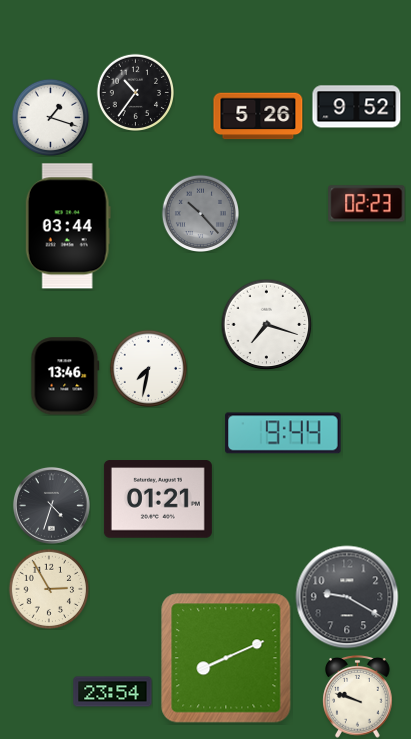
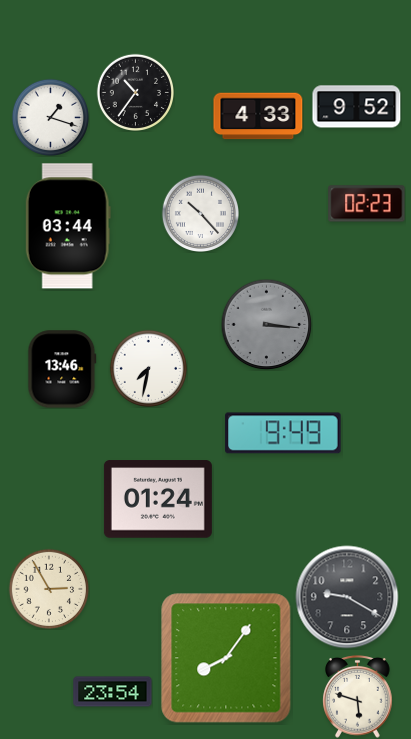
clock at (258, 116): 5:26 -> 4:33
clock at (200, 213) dial: grey -> white
clock at (266, 324): 7:18 -> 3:16
clock at (266, 324) dial: white -> grey
clock at (65, 376) position: (65, 376) -> (62, 369)
clock at (283, 433): 9:44 -> 9:49
clock at (158, 499): 01:21 -> 01:24
clock at (51, 505): 4:33 -> none
clock at (226, 658): 8:11 -> 8:06
clock at (358, 697): 9:48 -> 5:48
